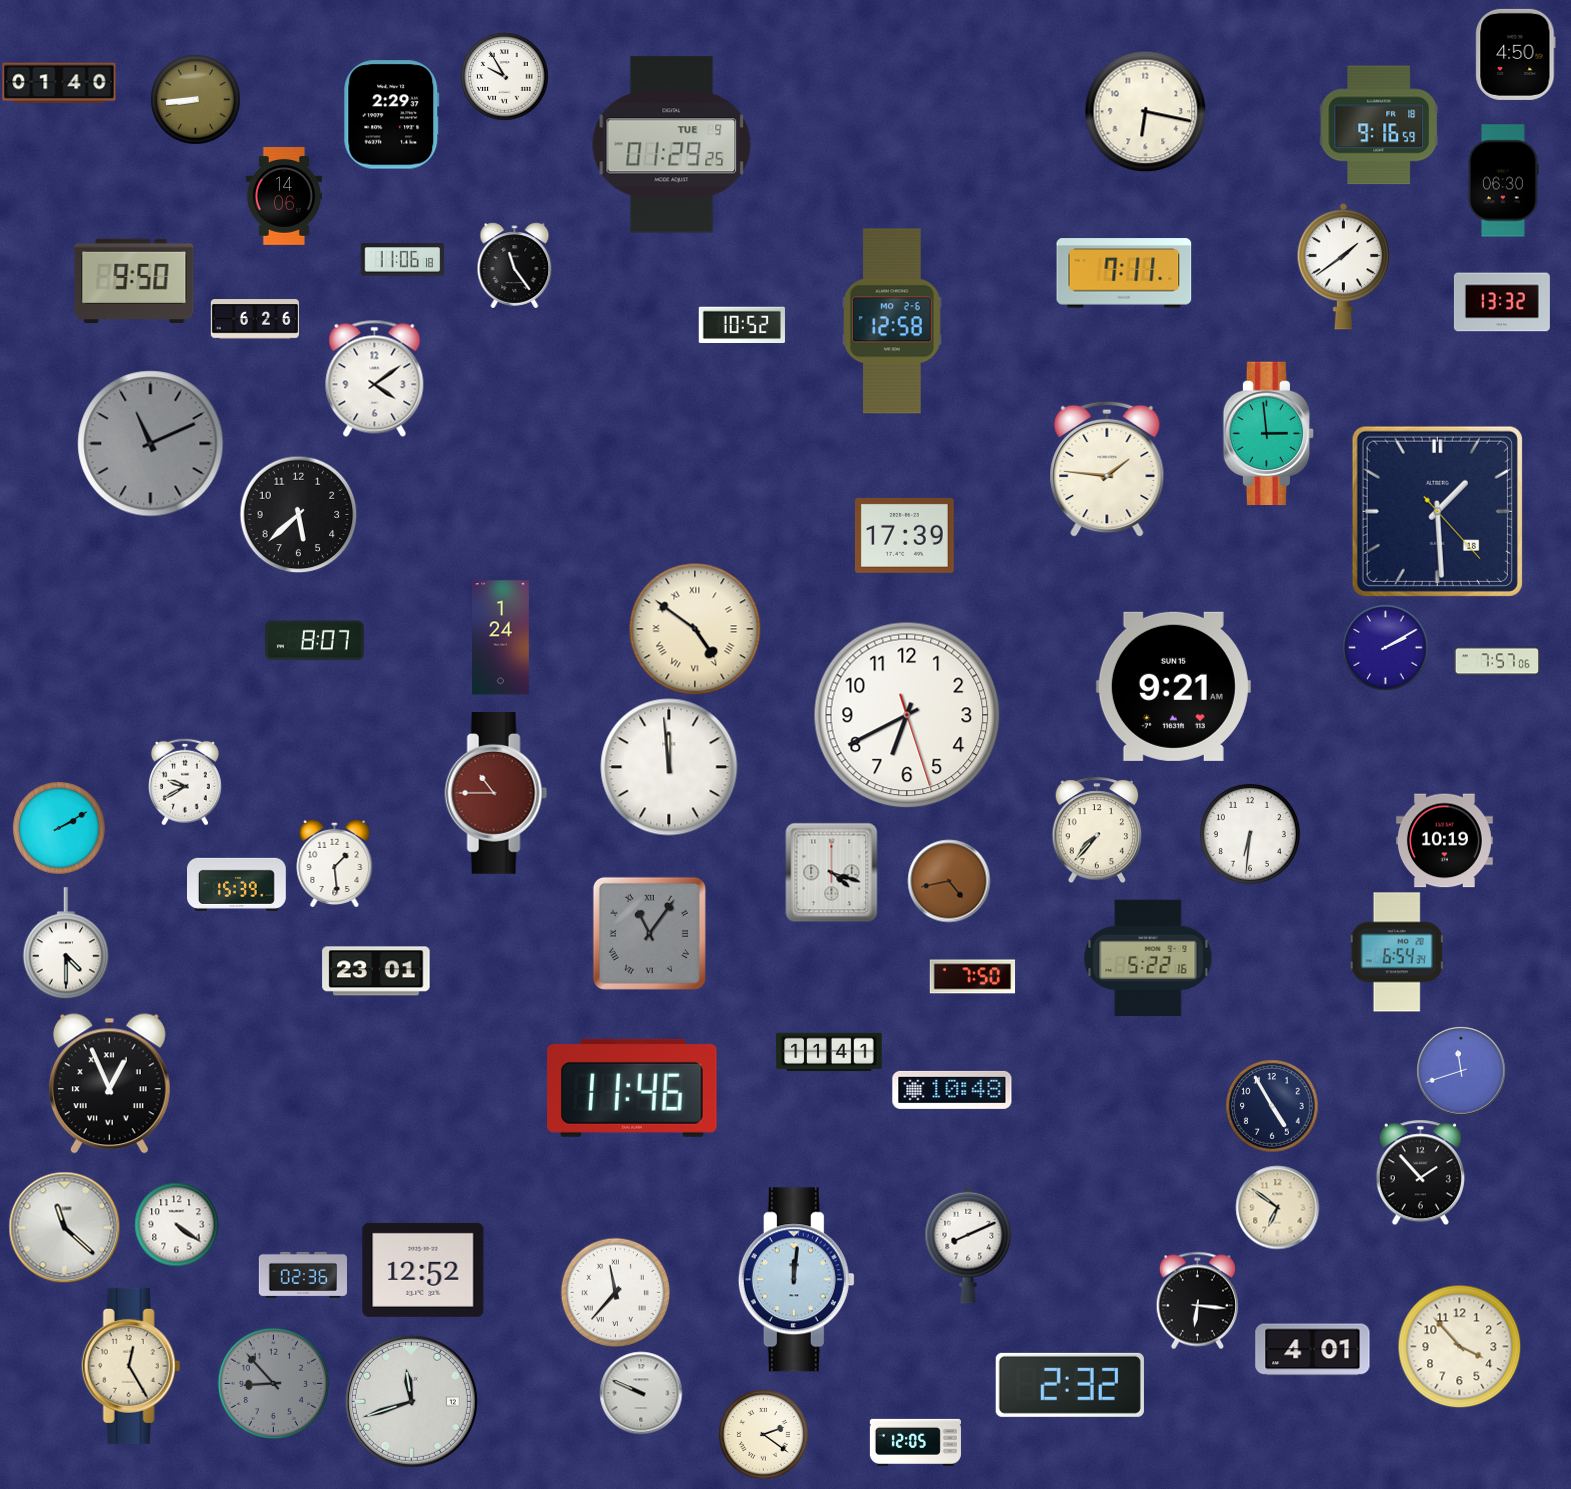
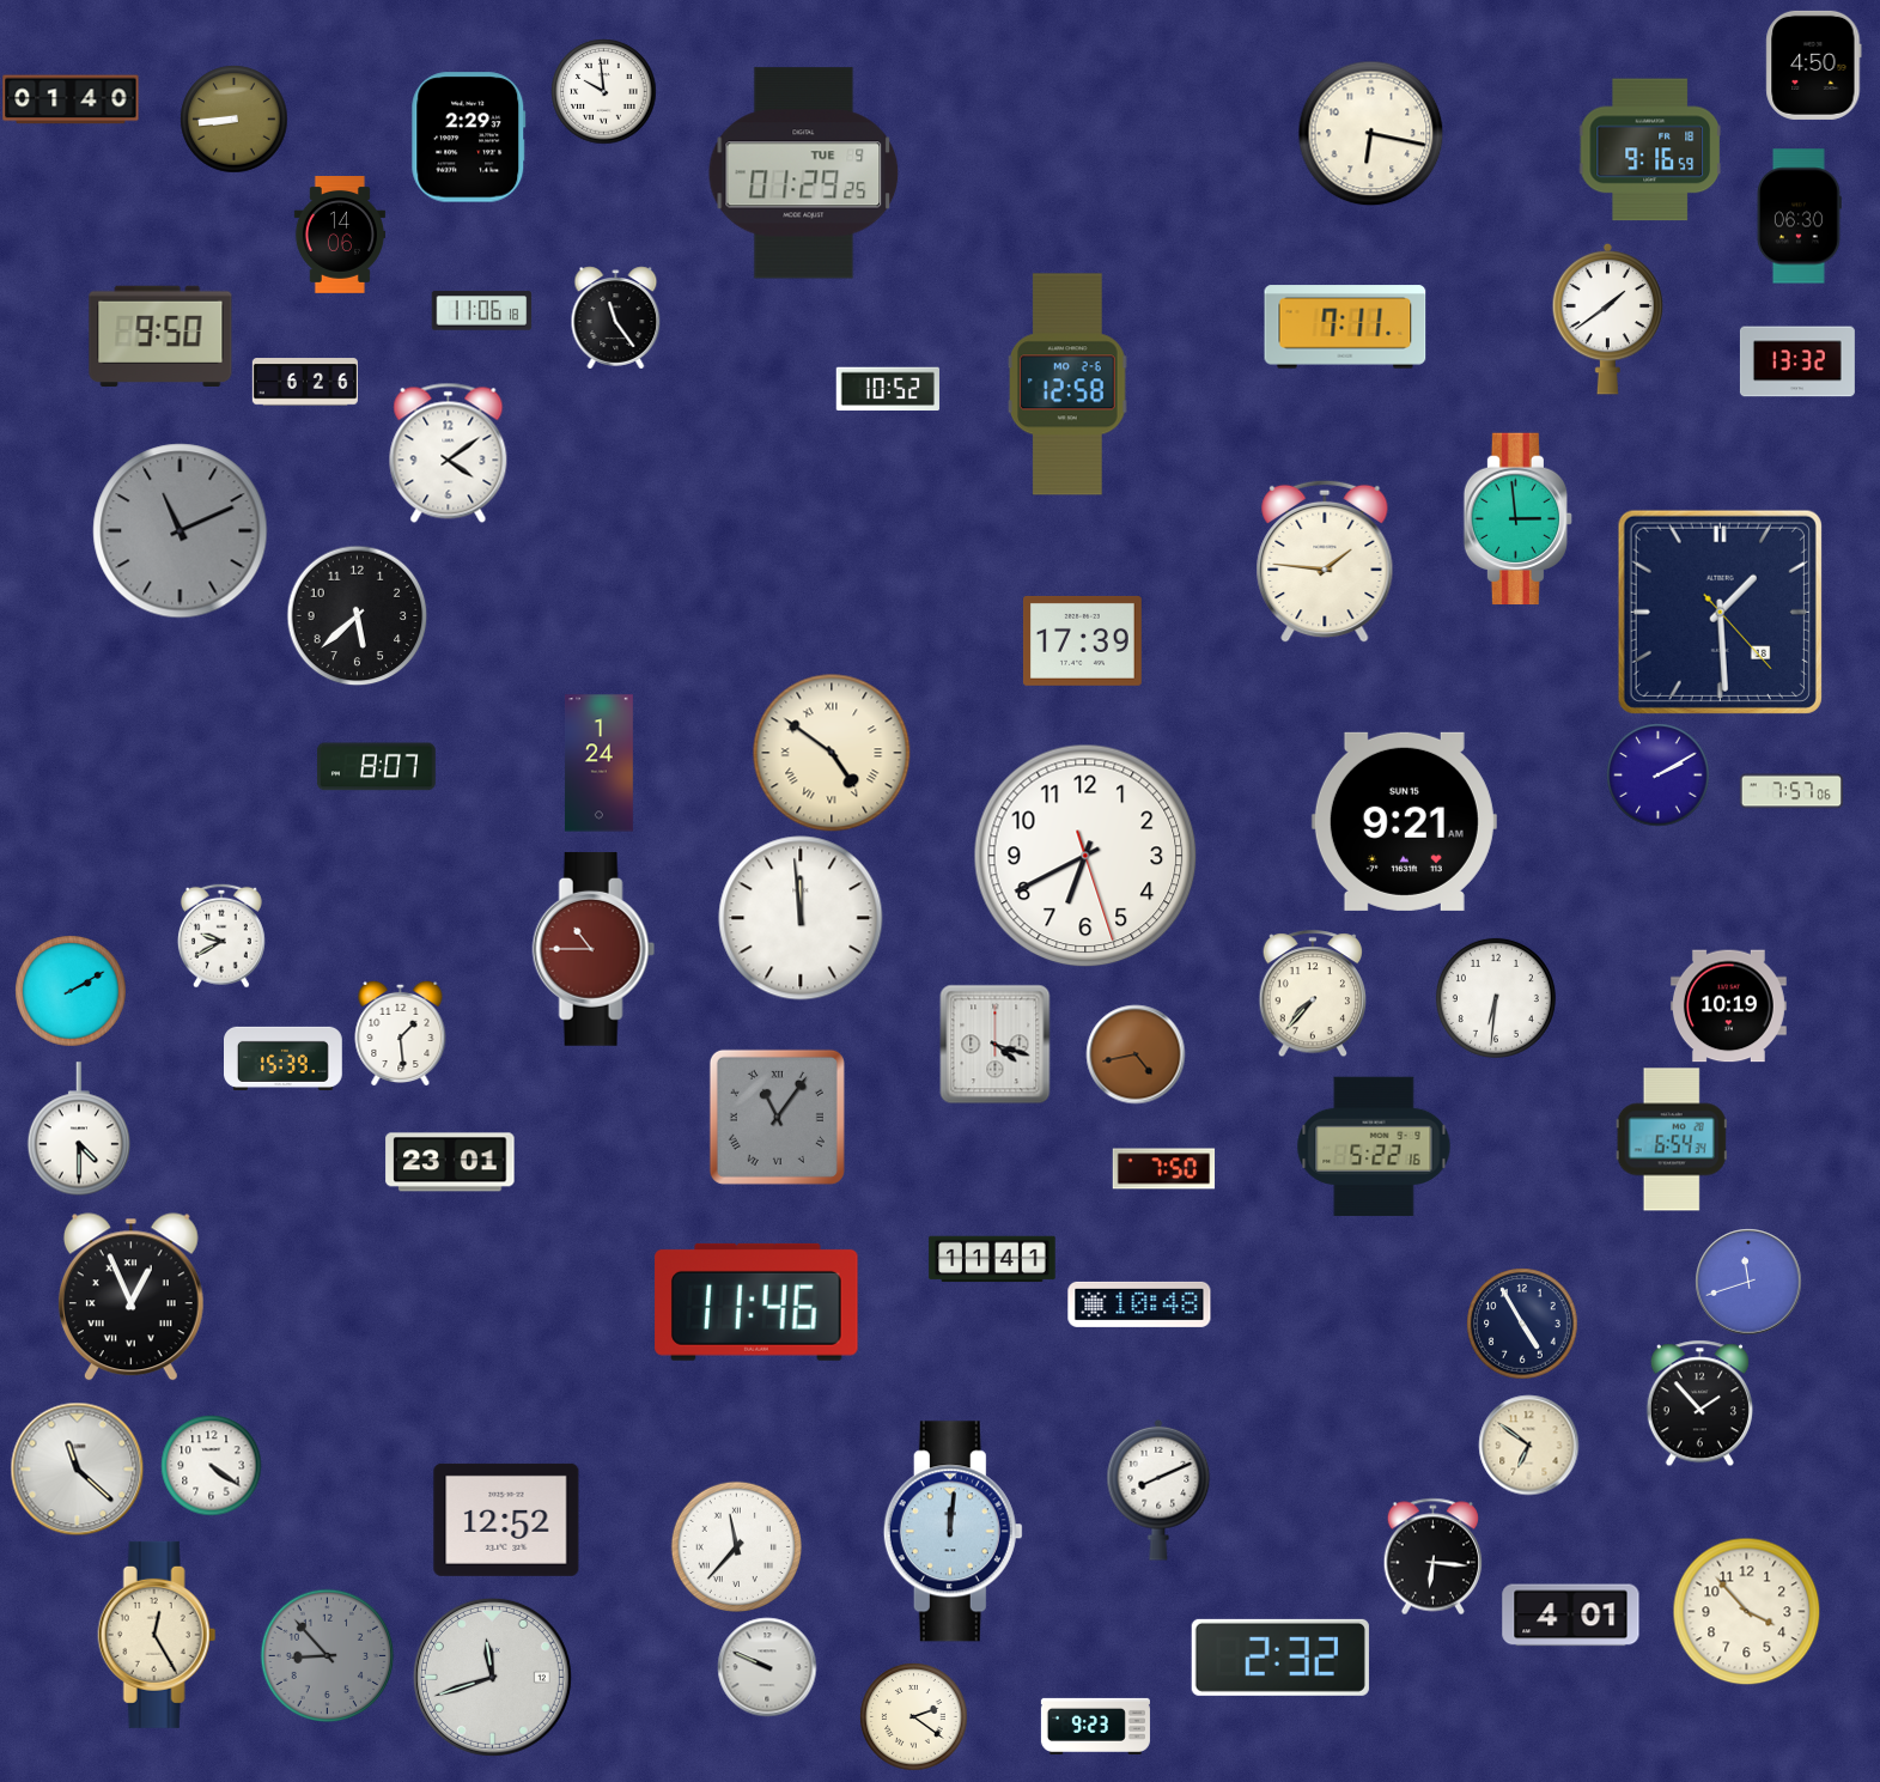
clock at (504, 76): 9:55 -> 9:59
clock at (303, 1275): 02:36 -> none
clock at (915, 1442): 12:05 -> 9:23
